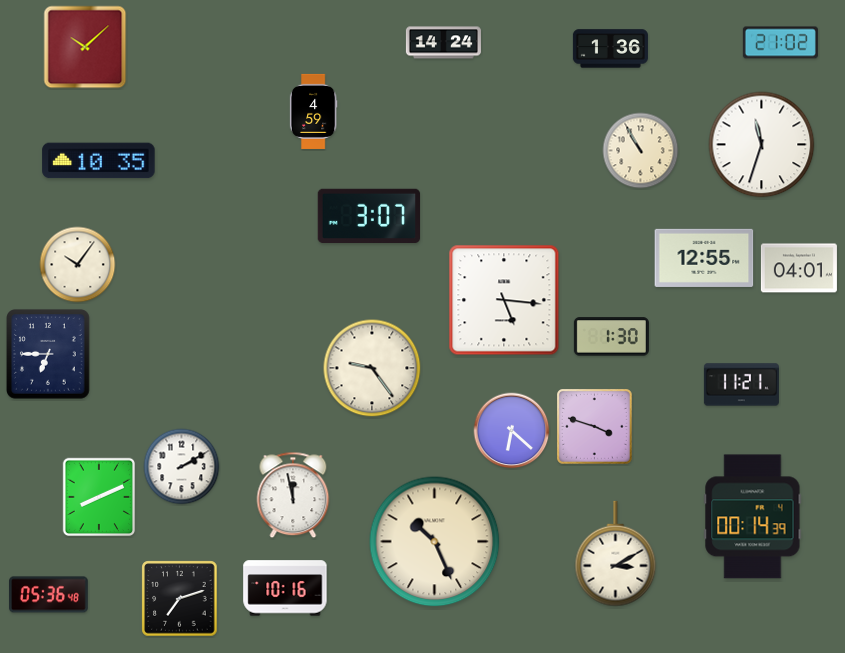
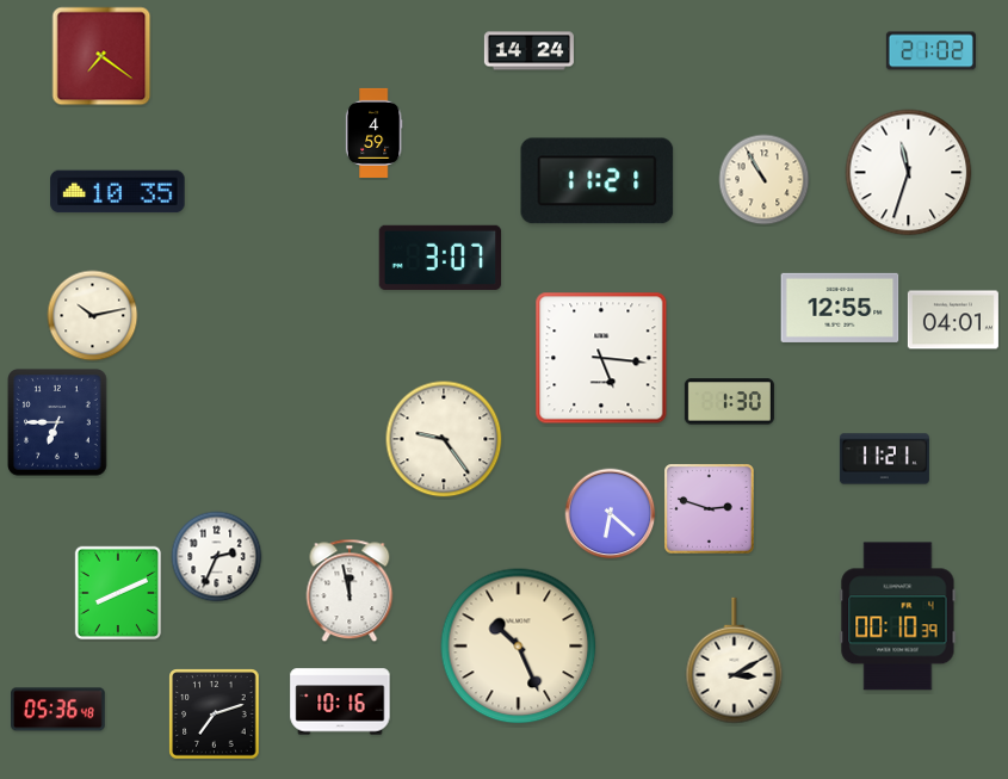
clock at (85, 47): 10:08 -> 7:21
clock at (610, 49): 1:36 -> none
clock at (598, 181): none -> 11:21
clock at (78, 265): 10:06 -> 10:13
clock at (595, 427): 3:48 -> 2:48
clock at (182, 467): 2:10 -> 2:34
clock at (753, 517): 00:14 -> 00:10
